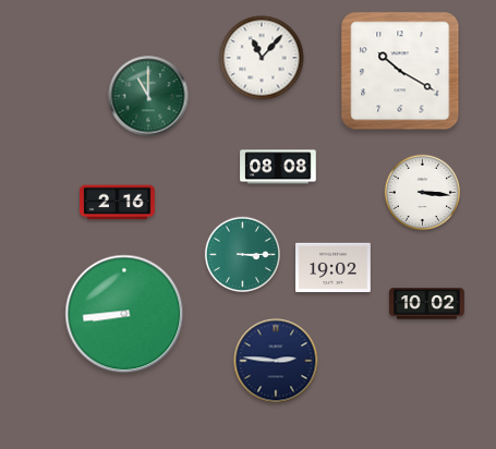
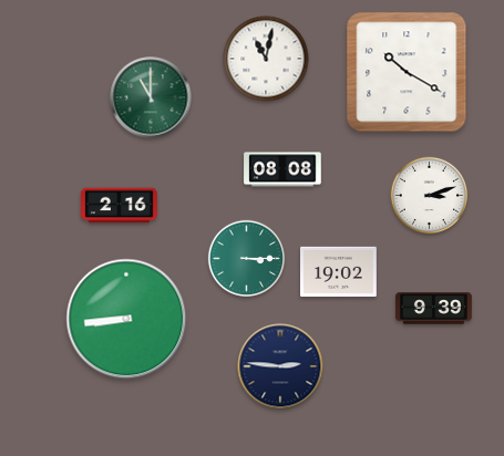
clock at (262, 58): 11:07 -> 11:02
clock at (422, 192): 3:16 -> 3:12
clock at (427, 304): 10:02 -> 9:39
